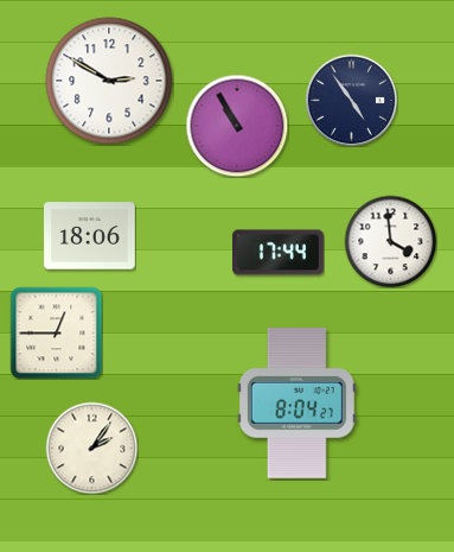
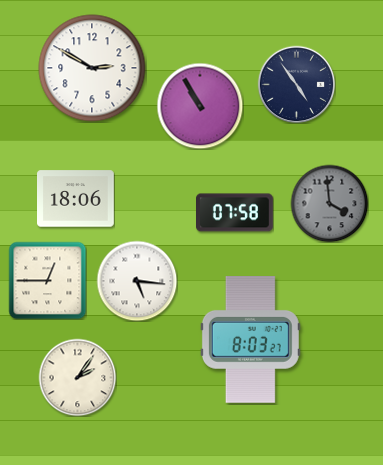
clock at (390, 241) dial: white -> grey
clock at (279, 253): 17:44 -> 07:58
clock at (137, 281): none -> 5:16
clock at (296, 404): 8:04 -> 8:03
